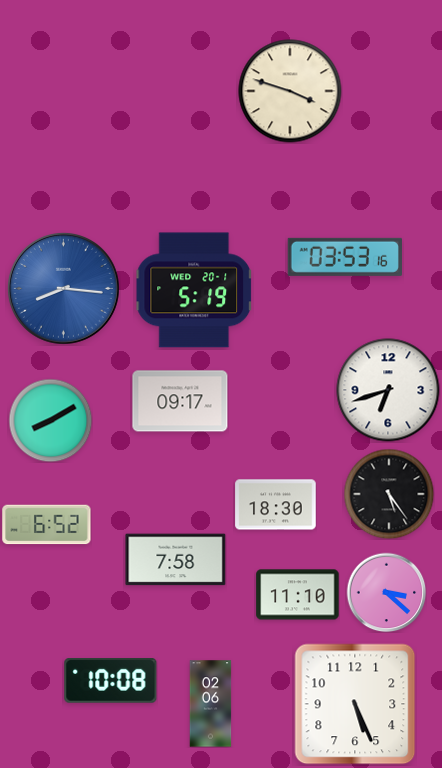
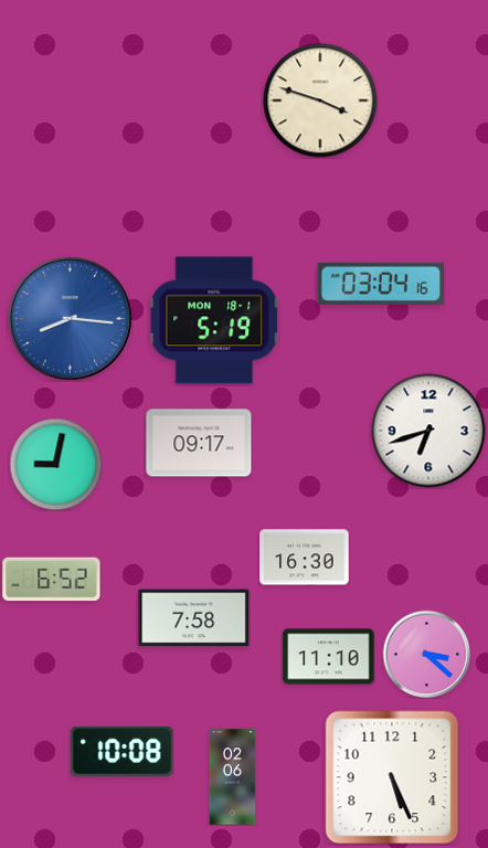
clock at (345, 257): 03:53 -> 03:04
clock at (194, 290) date: WED 20-1 -> MON 18-1
clock at (50, 420): 8:10 -> 9:02
clock at (389, 494): 5:24 -> none
clock at (276, 505): 18:30 -> 16:30
